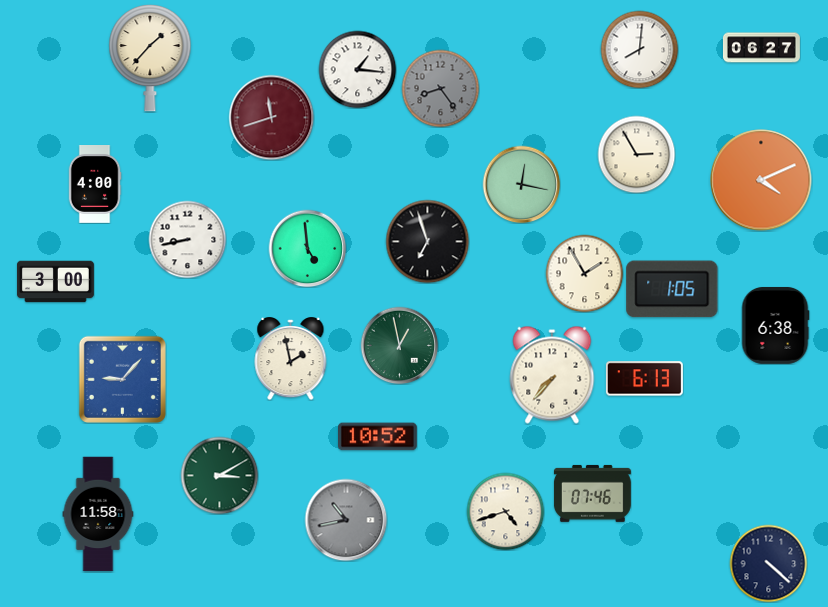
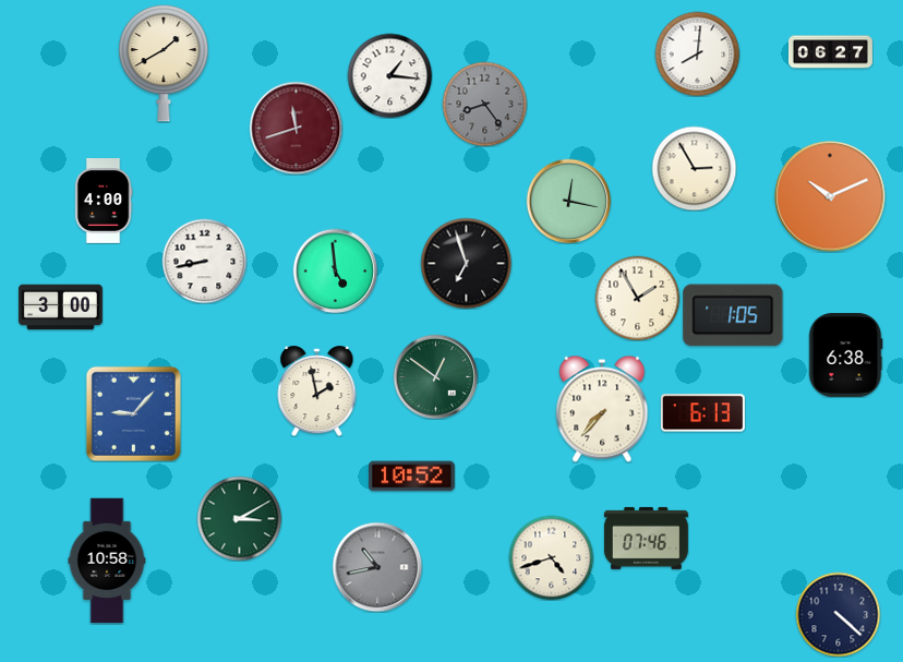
clock at (150, 58): 1:37 -> 1:40
clock at (440, 88) position: (440, 88) -> (484, 104)
clock at (761, 180): 4:11 -> 10:11
clock at (399, 345): 12:58 -> 12:51
clock at (98, 514): 11:58 -> 10:58
